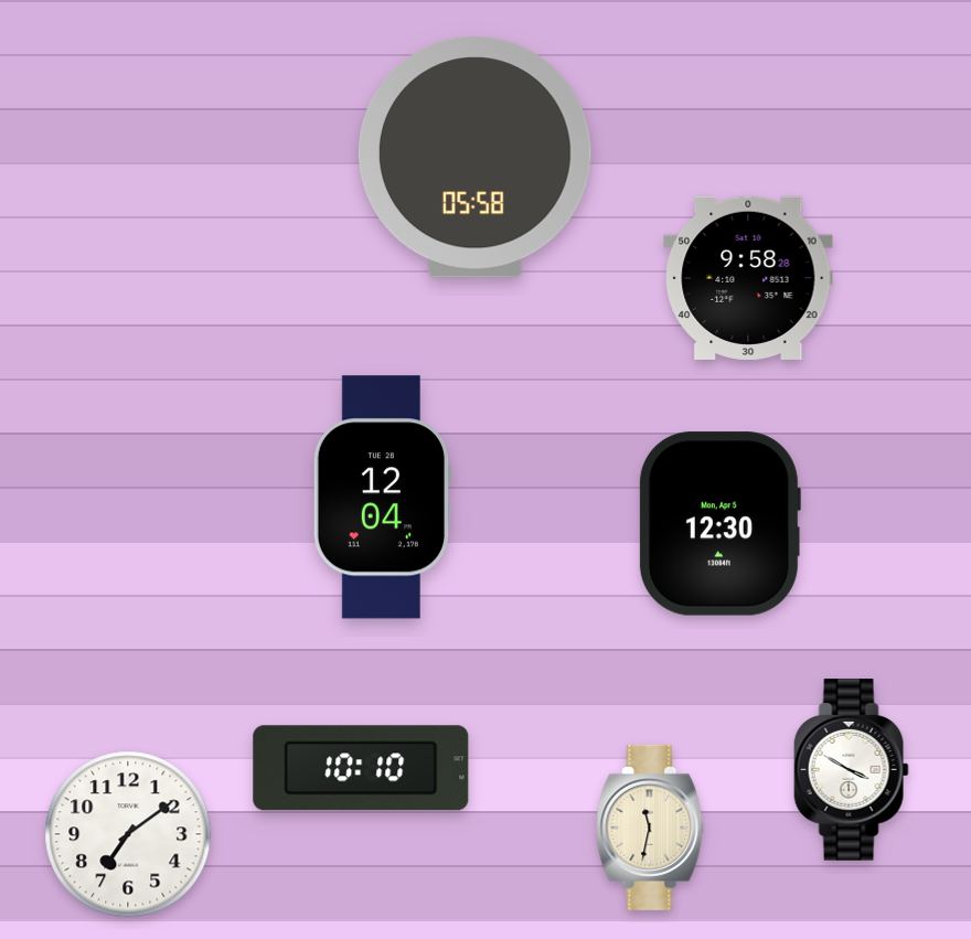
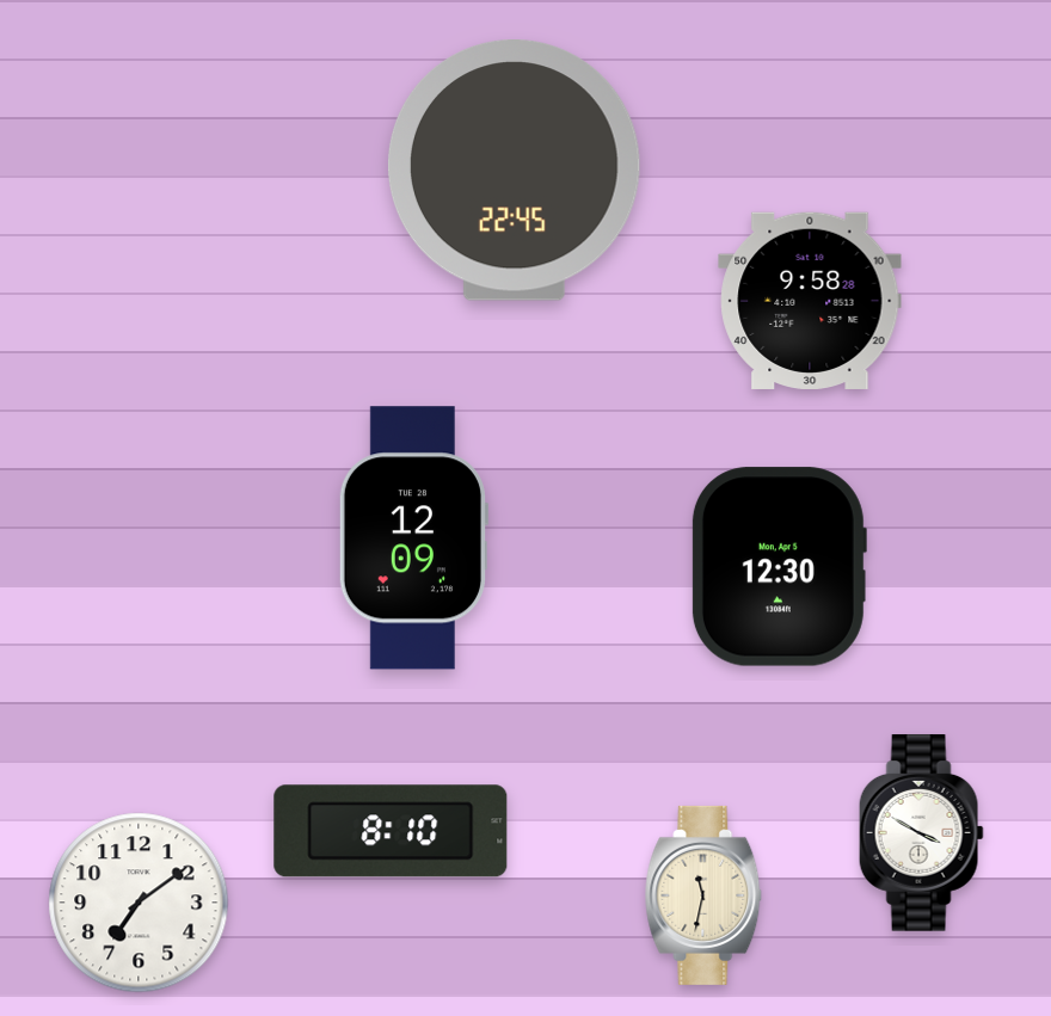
clock at (474, 158): 05:58 -> 22:45
clock at (381, 498): 12:04 -> 12:09
clock at (361, 768): 10:10 -> 8:10
